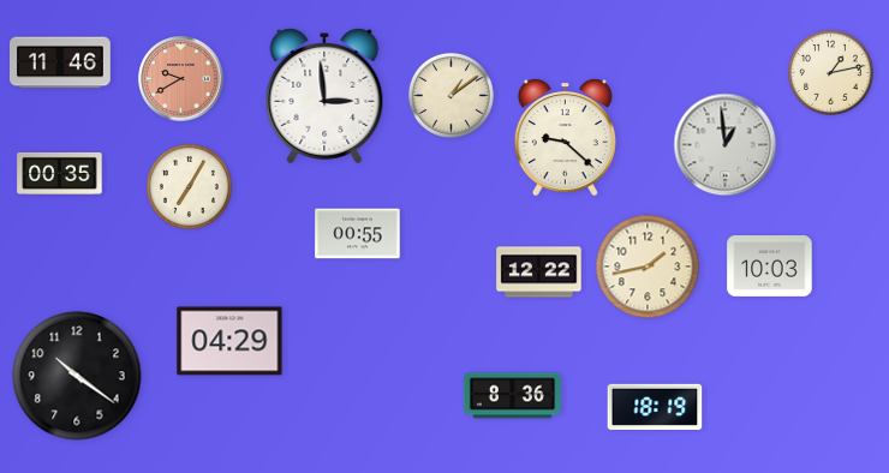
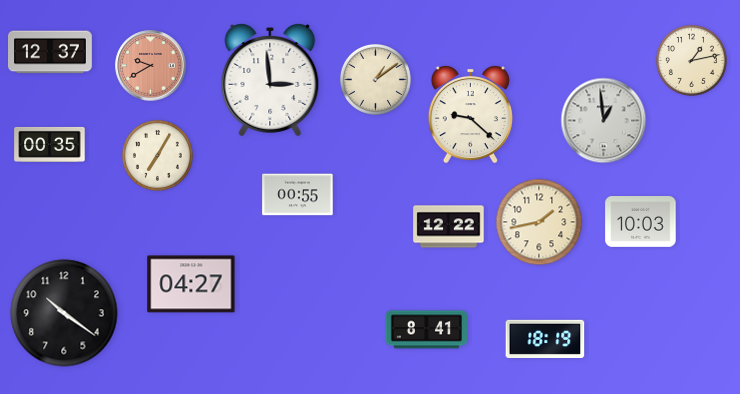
clock at (61, 62): 11:46 -> 12:37
clock at (229, 341): 04:29 -> 04:27
clock at (512, 396): 8:36 -> 8:41
